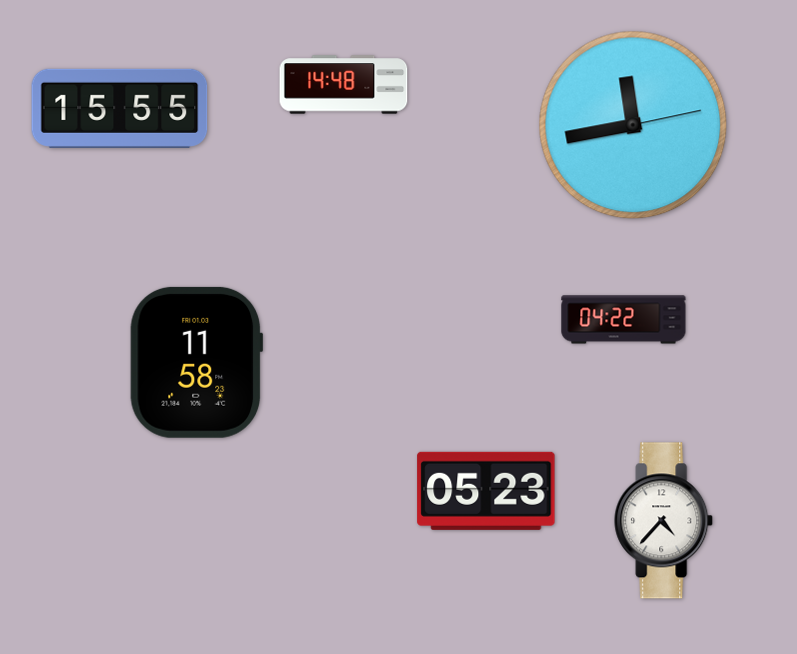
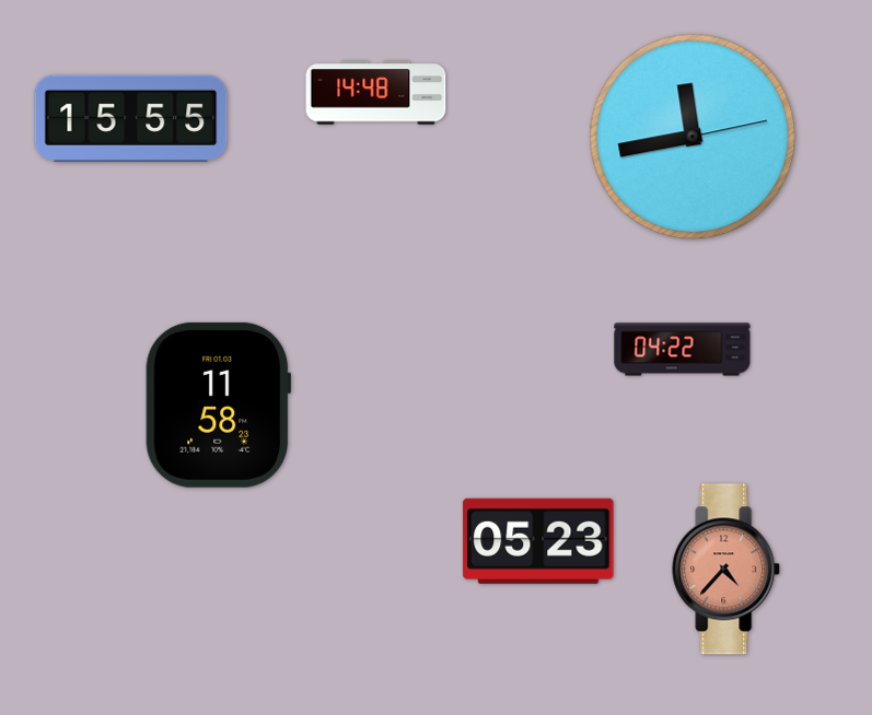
clock at (197, 362) position: (197, 362) -> (219, 405)
clock at (486, 491) position: (486, 491) -> (538, 541)
clock at (664, 521) dial: white -> salmon
